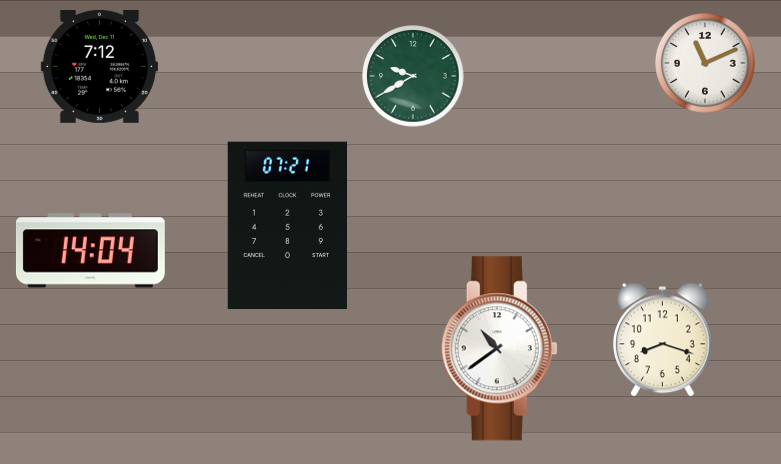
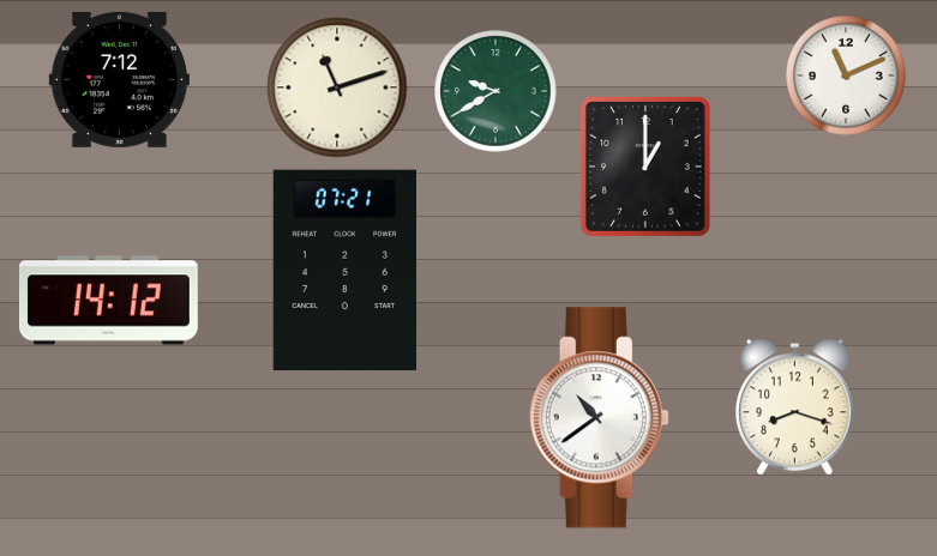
clock at (337, 87): none -> 11:12
clock at (645, 167): none -> 1:00
clock at (90, 251): 14:04 -> 14:12
